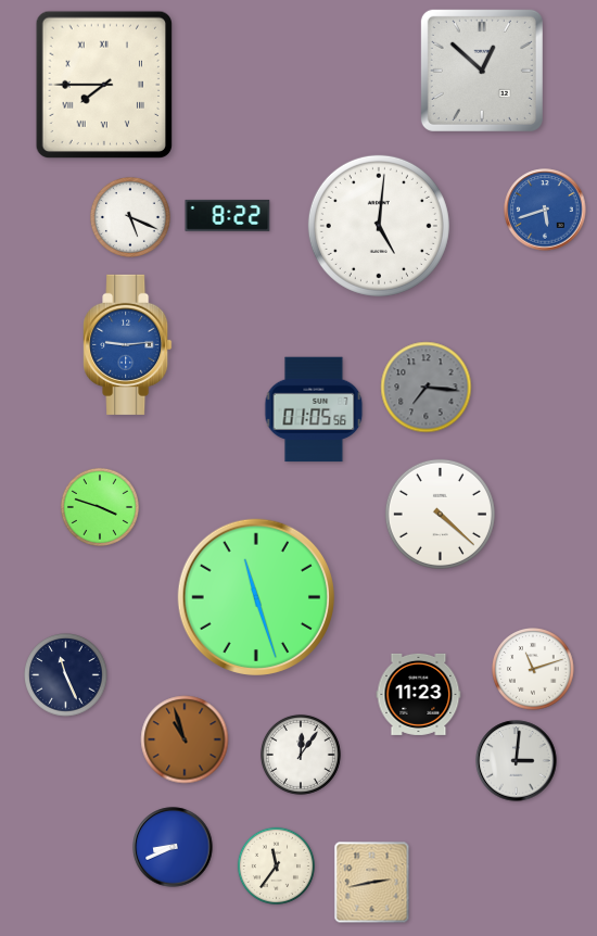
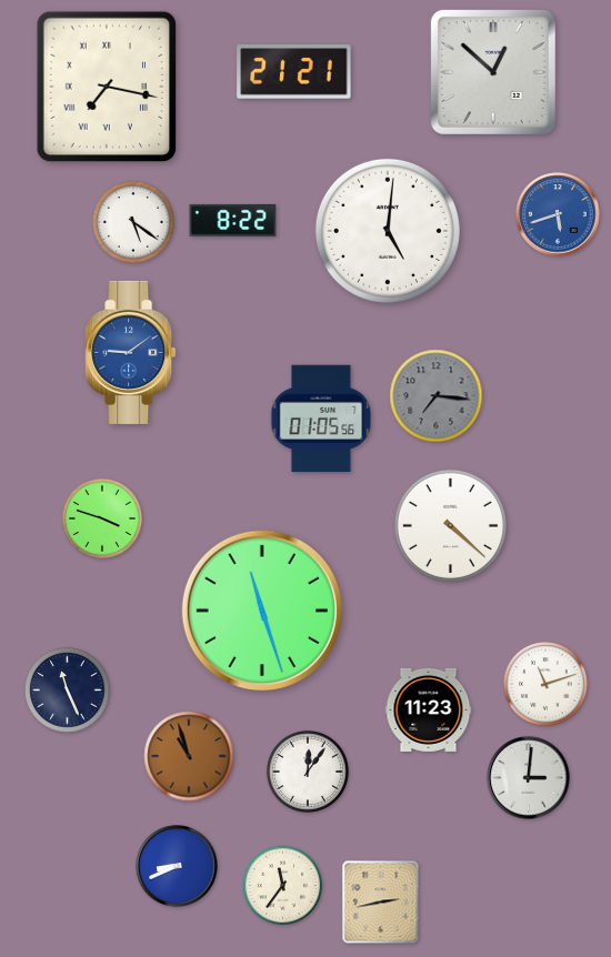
clock at (294, 72): none -> 21:21
clock at (103, 85): 7:45 -> 7:17
clock at (130, 217): 5:19 -> 5:21
clock at (128, 344): 9:14 -> 9:09
